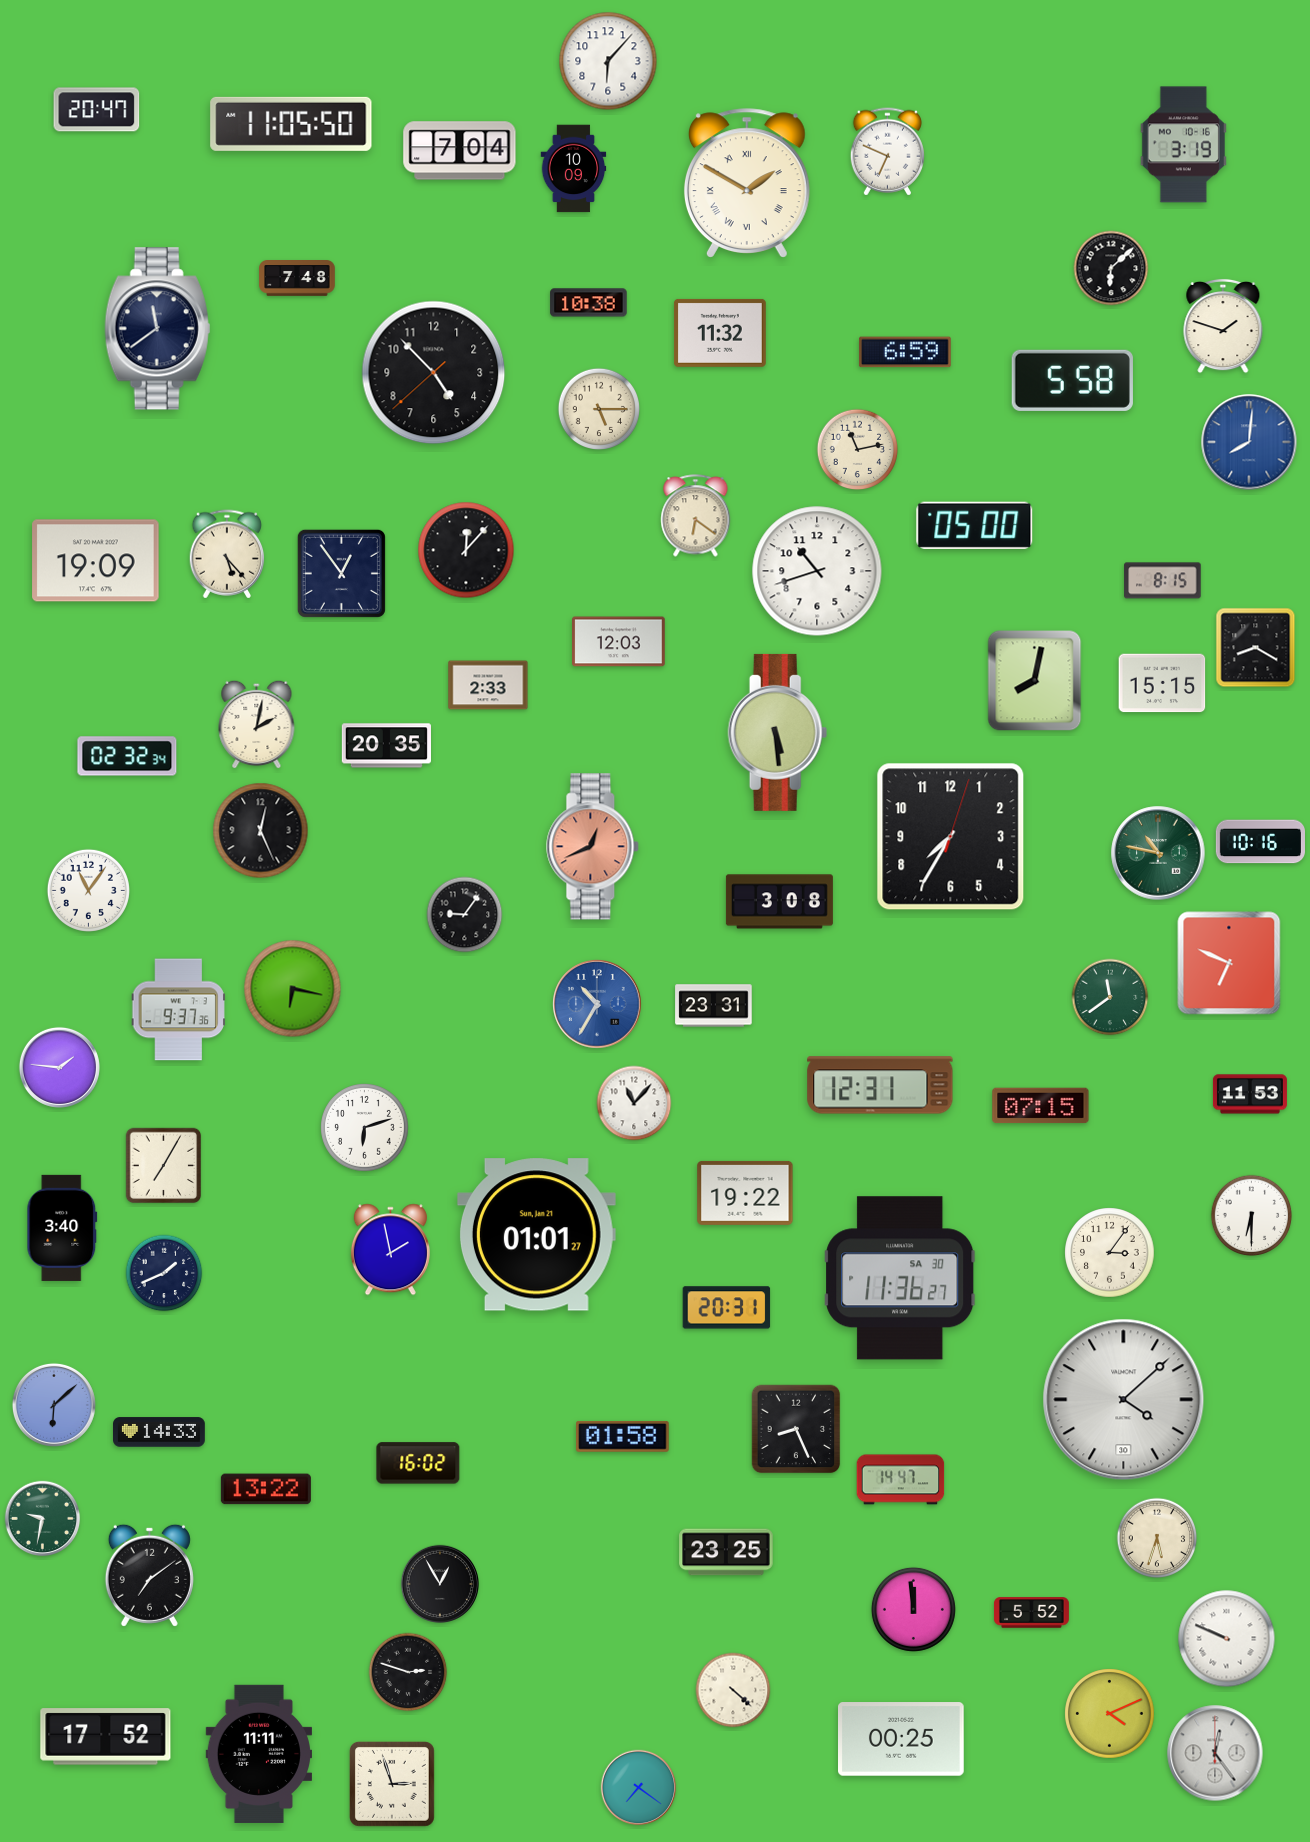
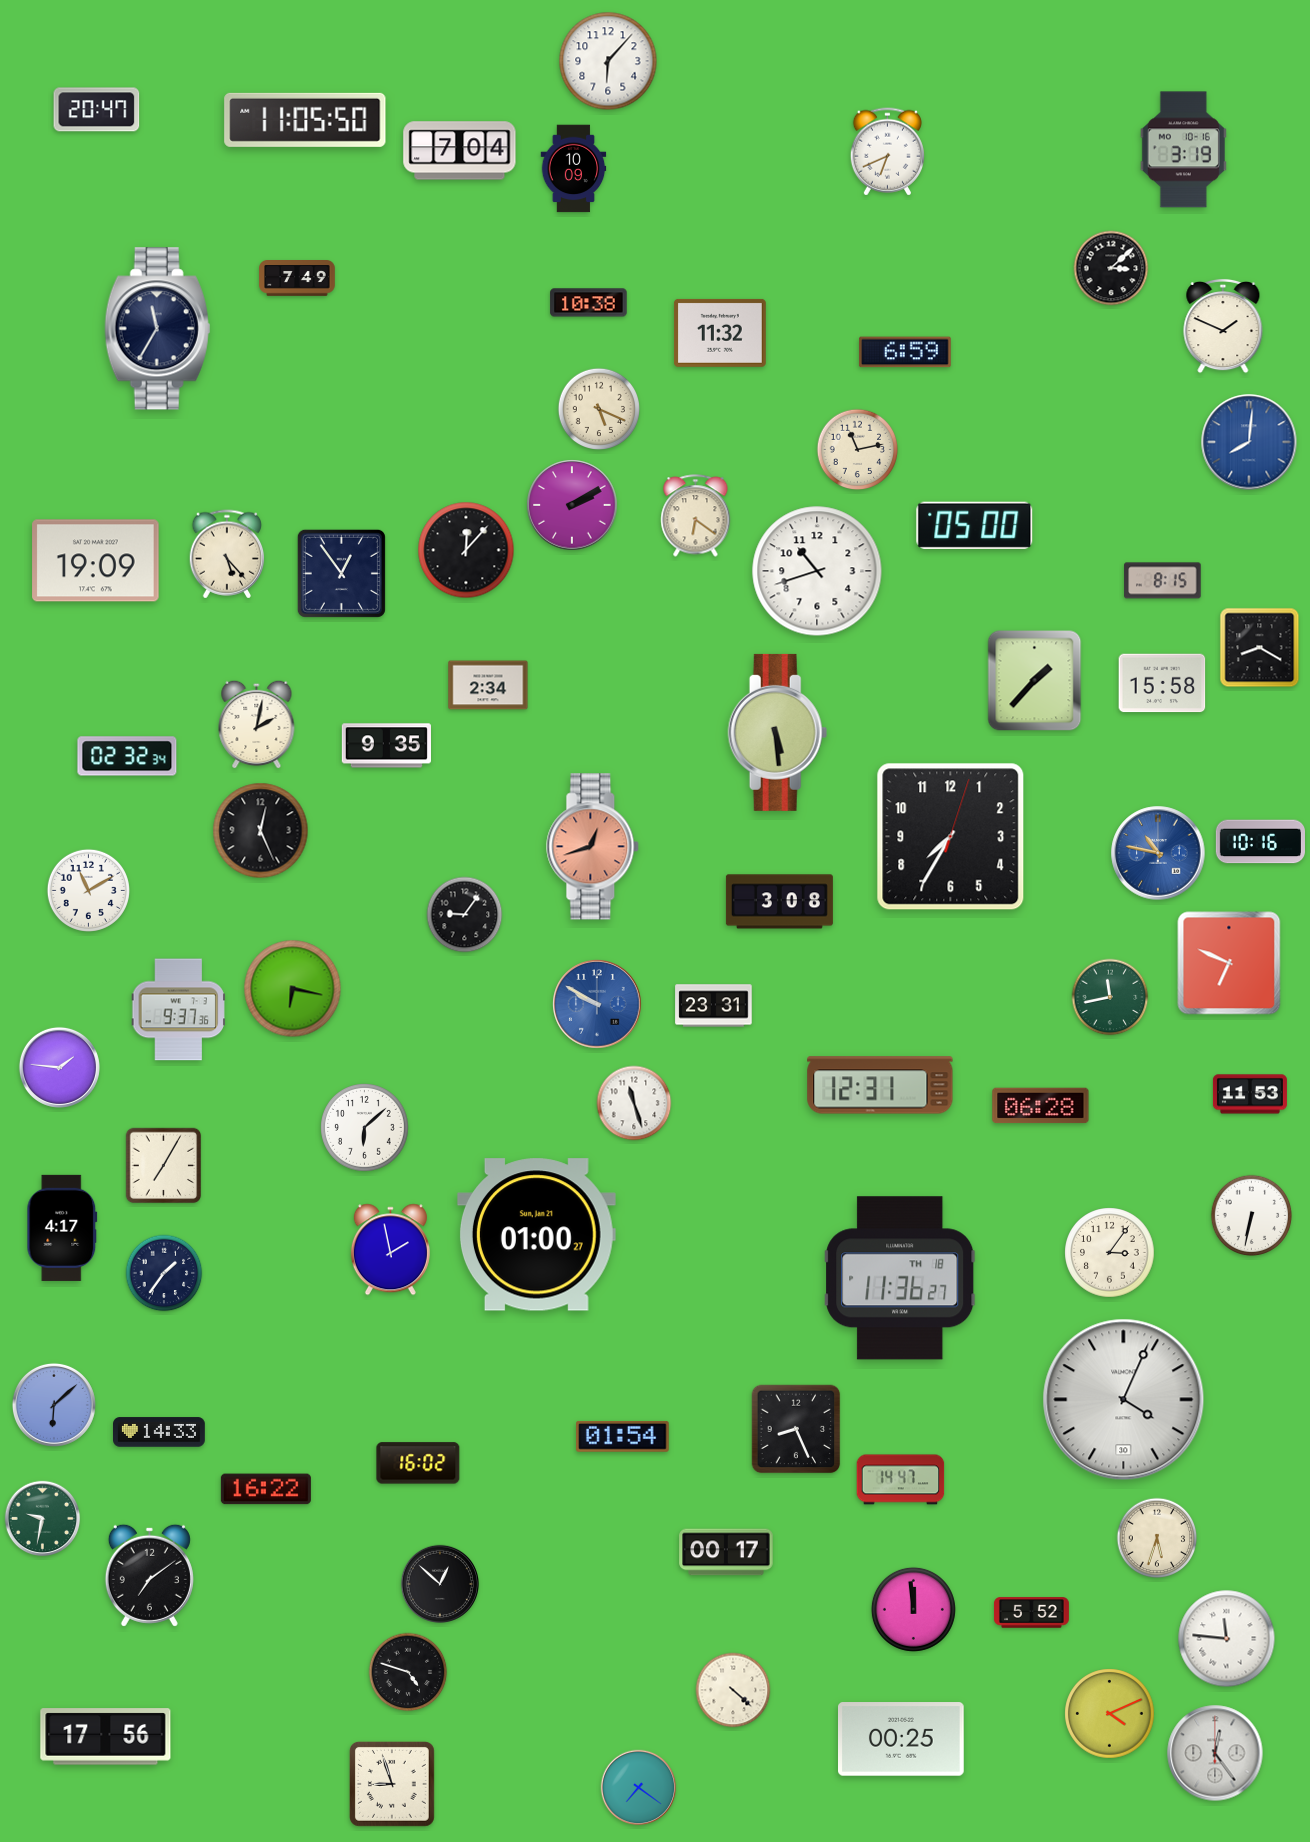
clock at (291, 124) position: (291, 124) -> (305, 120)
clock at (1183, 145) position: (1183, 145) -> (1183, 150)
clock at (887, 152): 6:49 -> 6:41
clock at (747, 183): 1:50 -> none
clock at (1111, 268): 6:08 -> 3:08
clock at (297, 279): 7:48 -> 7:49
clock at (1223, 326): 1:48 -> 1:49
clock at (158, 329): 11:39 -> 11:35
clock at (434, 373): 4:52 -> none
clock at (1072, 380): 5:58 -> none
clock at (598, 408): 5:15 -> 5:19
clock at (572, 505): none -> 2:10
clock at (619, 642): 12:03 -> none
clock at (1256, 648) position: (1256, 648) -> (1260, 648)
clock at (1035, 681): 8:02 -> 1:37
clock at (1162, 683): 15:15 -> 15:58
clock at (488, 685): 2:33 -> 2:34
clock at (386, 746): 20:35 -> 9:35
clock at (593, 847): 12:41 -> 12:42
clock at (1158, 853) dial: green -> blue
clock at (88, 890): 11:06 -> 11:10
clock at (1110, 997): 11:39 -> 11:43
clock at (597, 1004): 10:35 -> 9:50
clock at (634, 1103): 11:07 -> 11:27
clock at (1041, 1106): 07:15 -> 06:28
clock at (365, 1128): 6:12 -> 6:08
clock at (745, 1193): 19:22 -> none
clock at (1252, 1216): 6:30 -> 6:32
clock at (62, 1228): 3:40 -> 4:17
clock at (536, 1235): 01:01 -> 01:00
clock at (164, 1273): 1:41 -> 1:36
clock at (900, 1278) date: SA 30 -> TH 18
clock at (727, 1308): 20:31 -> none
clock at (1124, 1400): 4:08 -> 4:04
clock at (623, 1436): 01:58 -> 01:54
clock at (266, 1489): 13:22 -> 16:22
clock at (726, 1552): 23:25 -> 00:17
clock at (440, 1584): 12:55 -> 12:52
clock at (1227, 1639): 9:49 -> 11:46
clock at (408, 1672): 2:48 -> 4:48
clock at (106, 1737): 17:52 -> 17:56
clock at (258, 1754): 11:11 -> none
clock at (392, 1784): 2:57 -> 8:57
